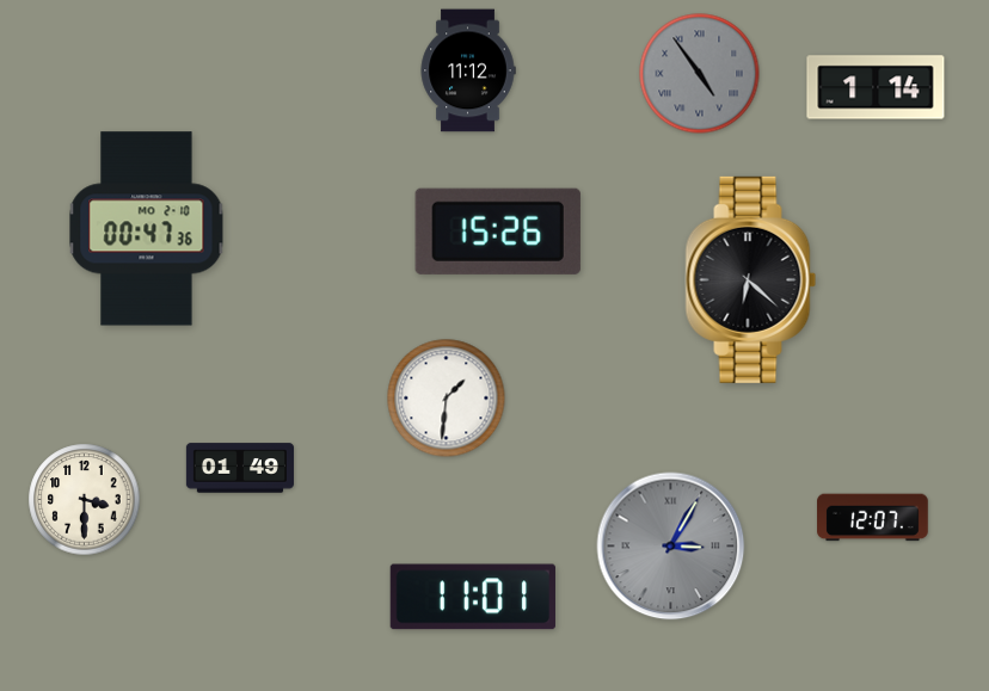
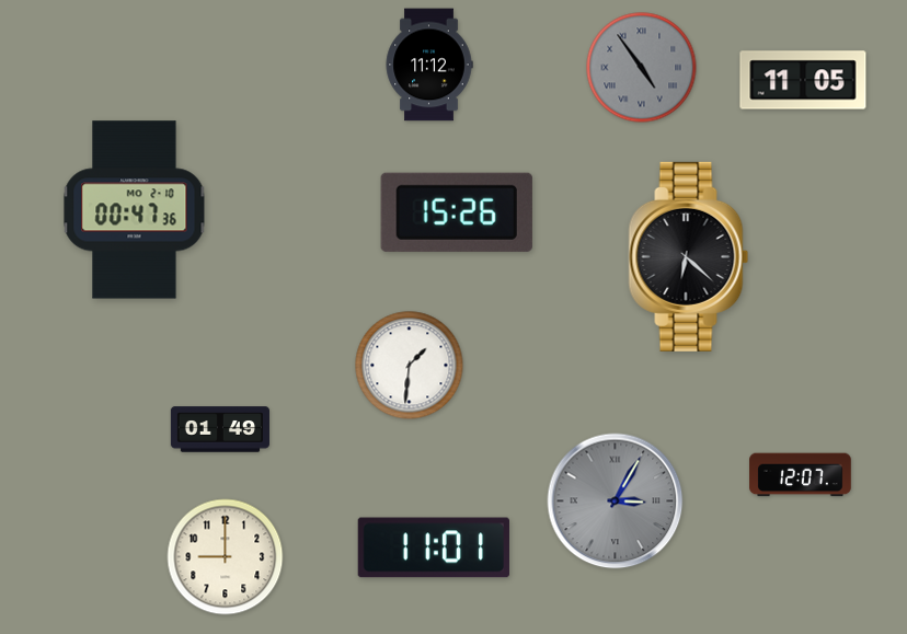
clock at (876, 87): 1:14 -> 11:05
clock at (85, 500): 3:30 -> none
clock at (226, 557): none -> 9:00
